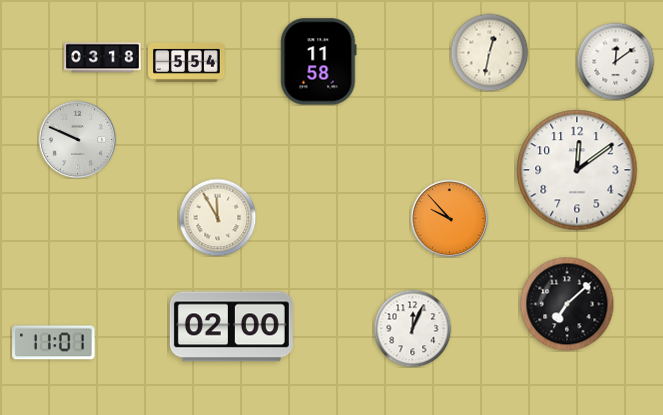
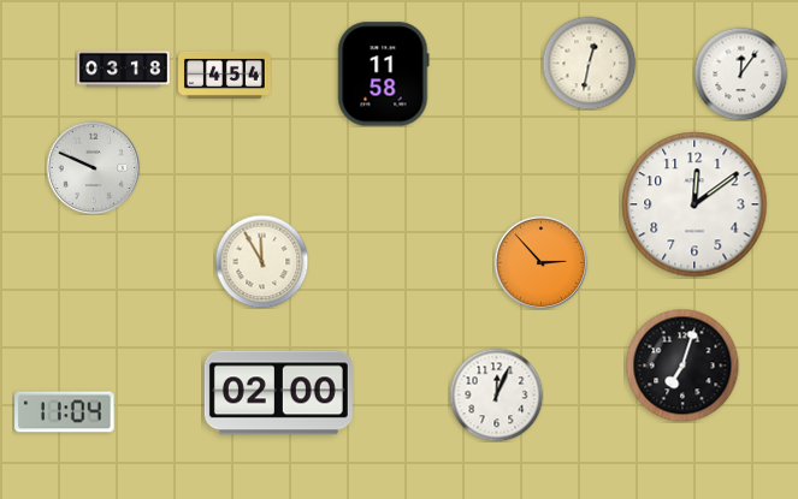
clock at (615, 61): 12:09 -> 12:06
clock at (187, 62): 5:54 -> 4:54
clock at (449, 218): 9:53 -> 2:53
clock at (567, 304): 7:08 -> 7:03
clock at (54, 343): 11:01 -> 11:04
